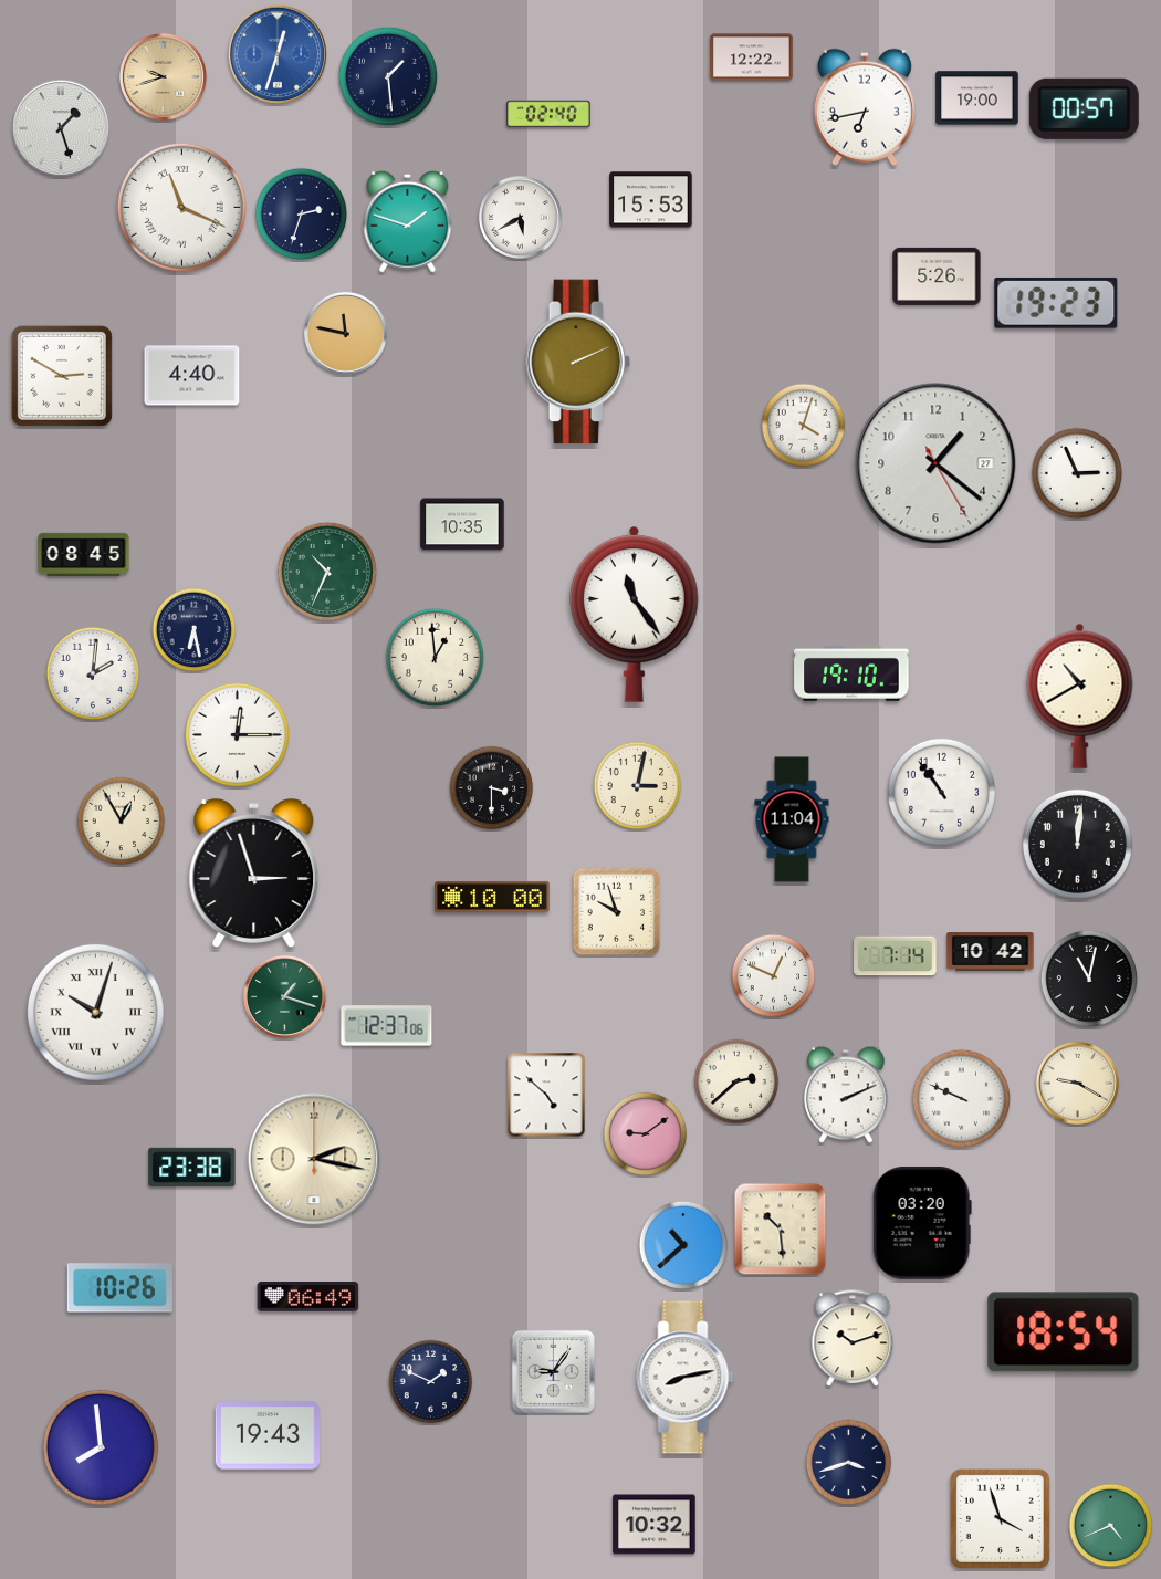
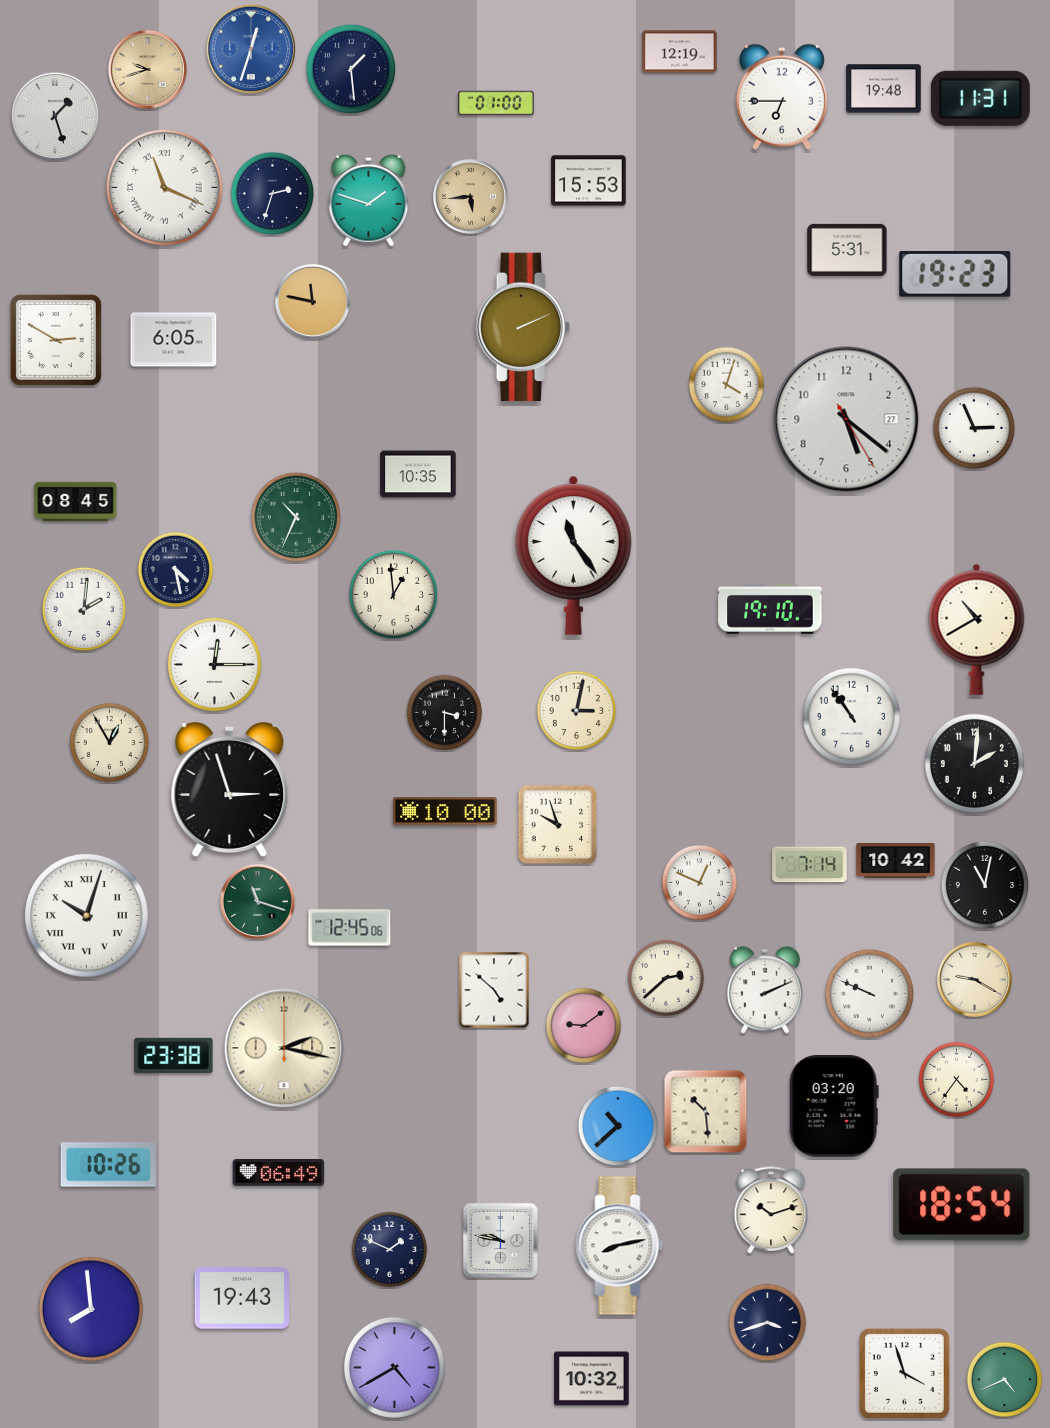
clock at (752, 57): 12:22 -> 12:19
clock at (977, 98): 19:00 -> 19:48
clock at (865, 107): 6:43 -> 6:45
clock at (1084, 108): 00:57 -> 11:31
clock at (548, 114): 02:40 -> 01:00
clock at (520, 217): 5:40 -> 5:44
clock at (520, 217) dial: white -> champagne
clock at (937, 276): 5:26 -> 5:31
clock at (192, 376): 4:40 -> 6:05
clock at (935, 463): 1:21 -> 5:21
clock at (195, 630): 6:28 -> 4:28
clock at (792, 819): 11:04 -> none
clock at (1077, 844): 12:01 -> 2:01
clock at (284, 996): 1:18 -> 11:18
clock at (387, 1026): 12:37 -> 12:45
clock at (957, 1080): none -> 4:36
clock at (553, 1371): 9:06 -> 9:47
clock at (394, 1367): none -> 4:40
